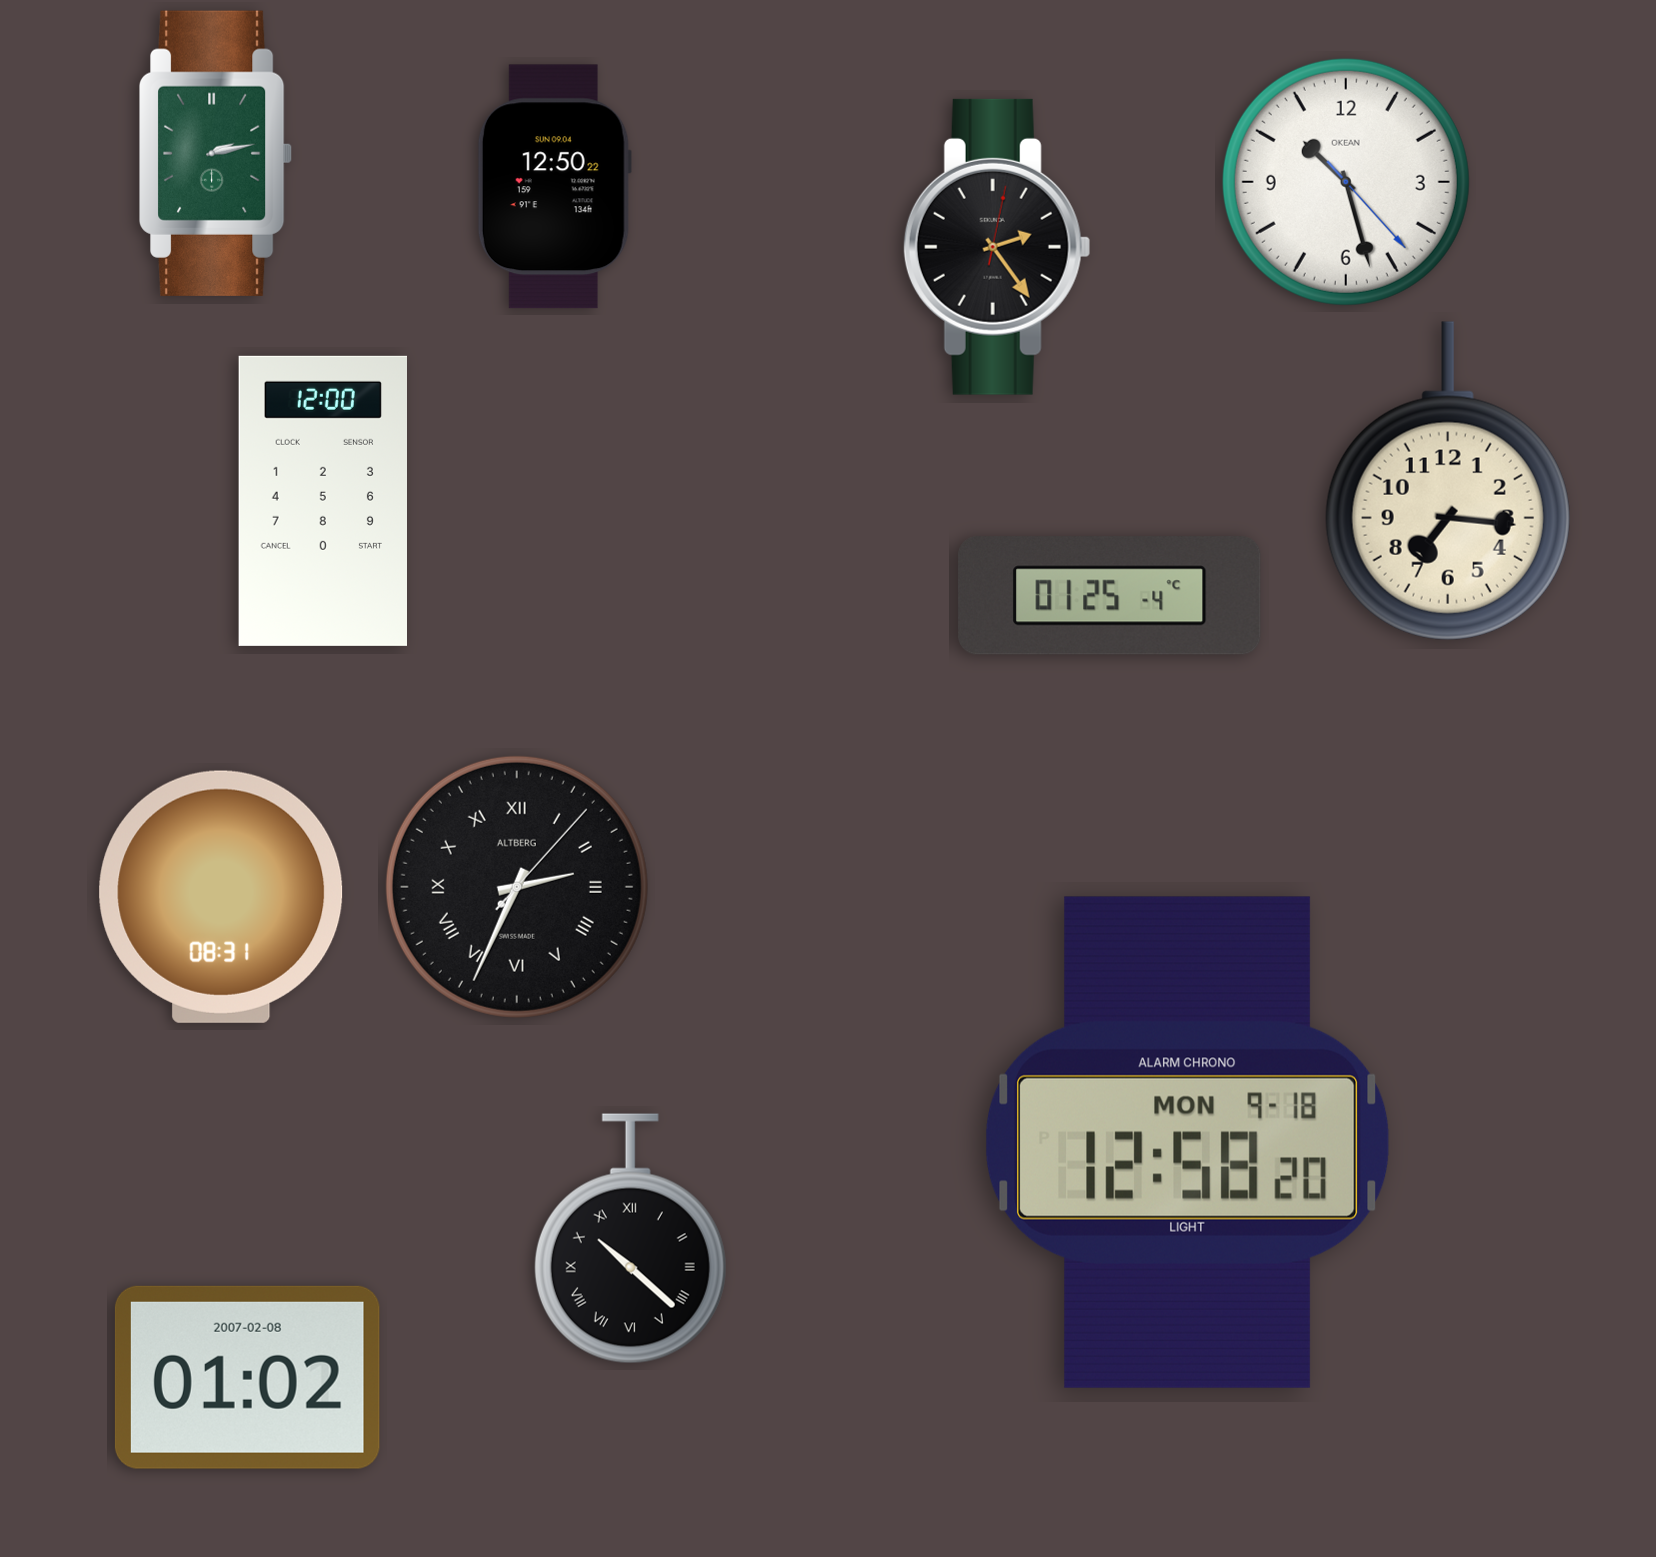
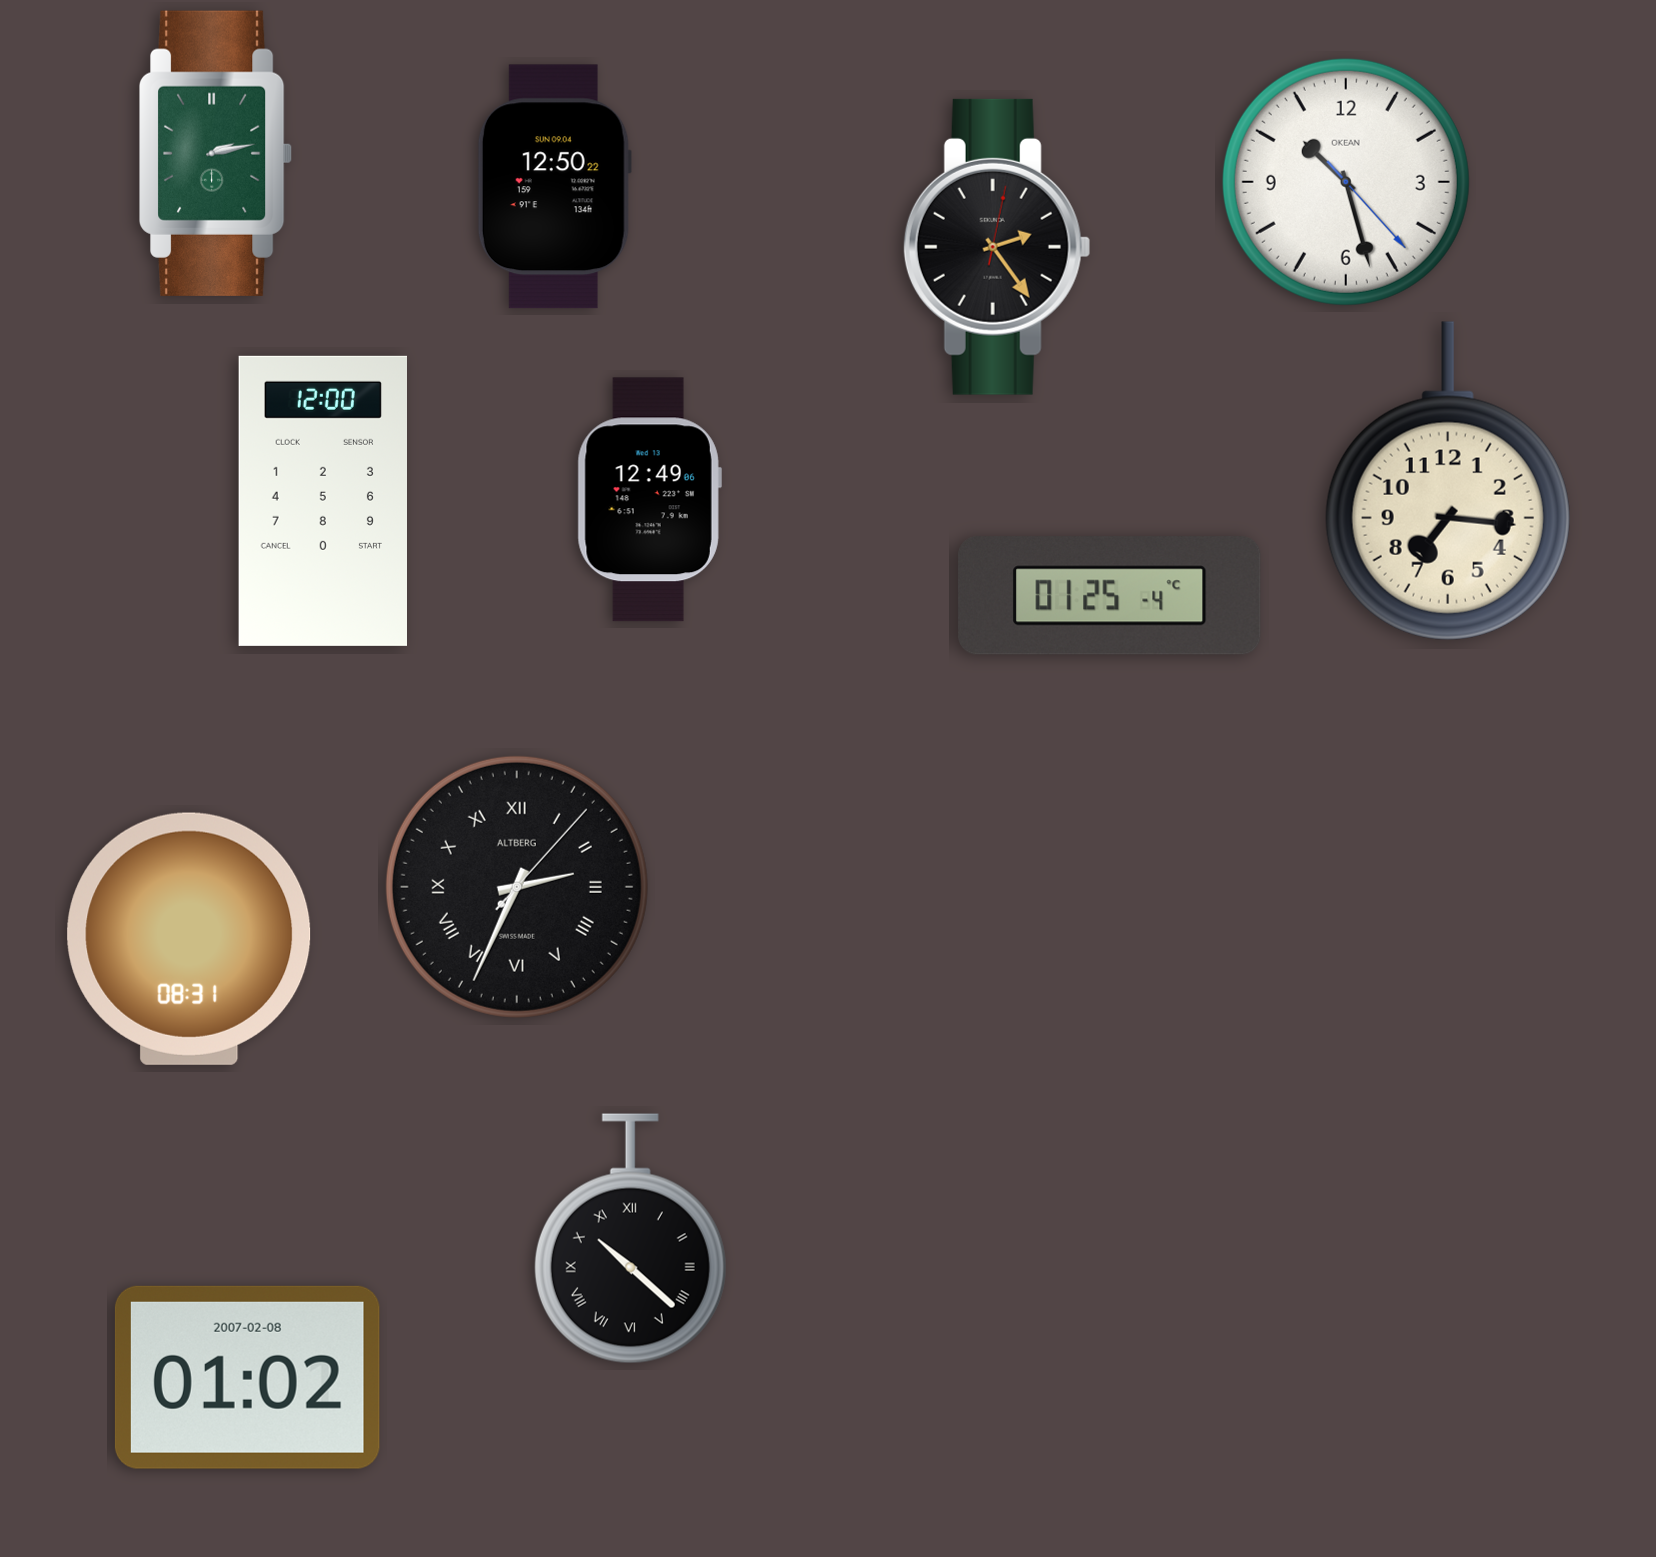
clock at (649, 500): none -> 12:49
clock at (221, 897) position: (221, 897) -> (189, 939)
clock at (1188, 1142): 12:58 -> none
